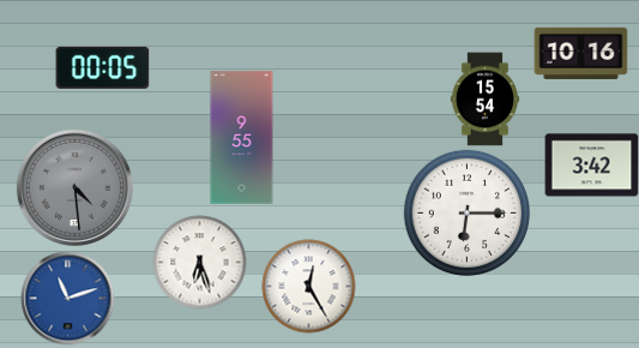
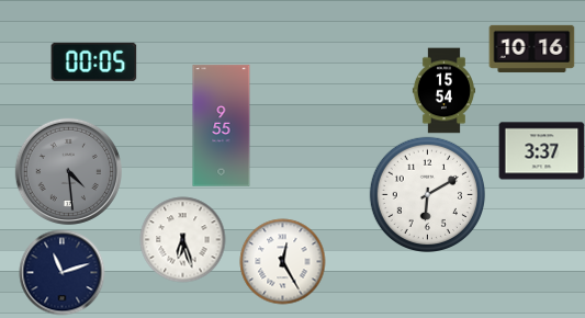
clock at (591, 166): 3:42 -> 3:37
clock at (466, 212): 6:15 -> 6:10
clock at (67, 298) dial: blue -> navy
